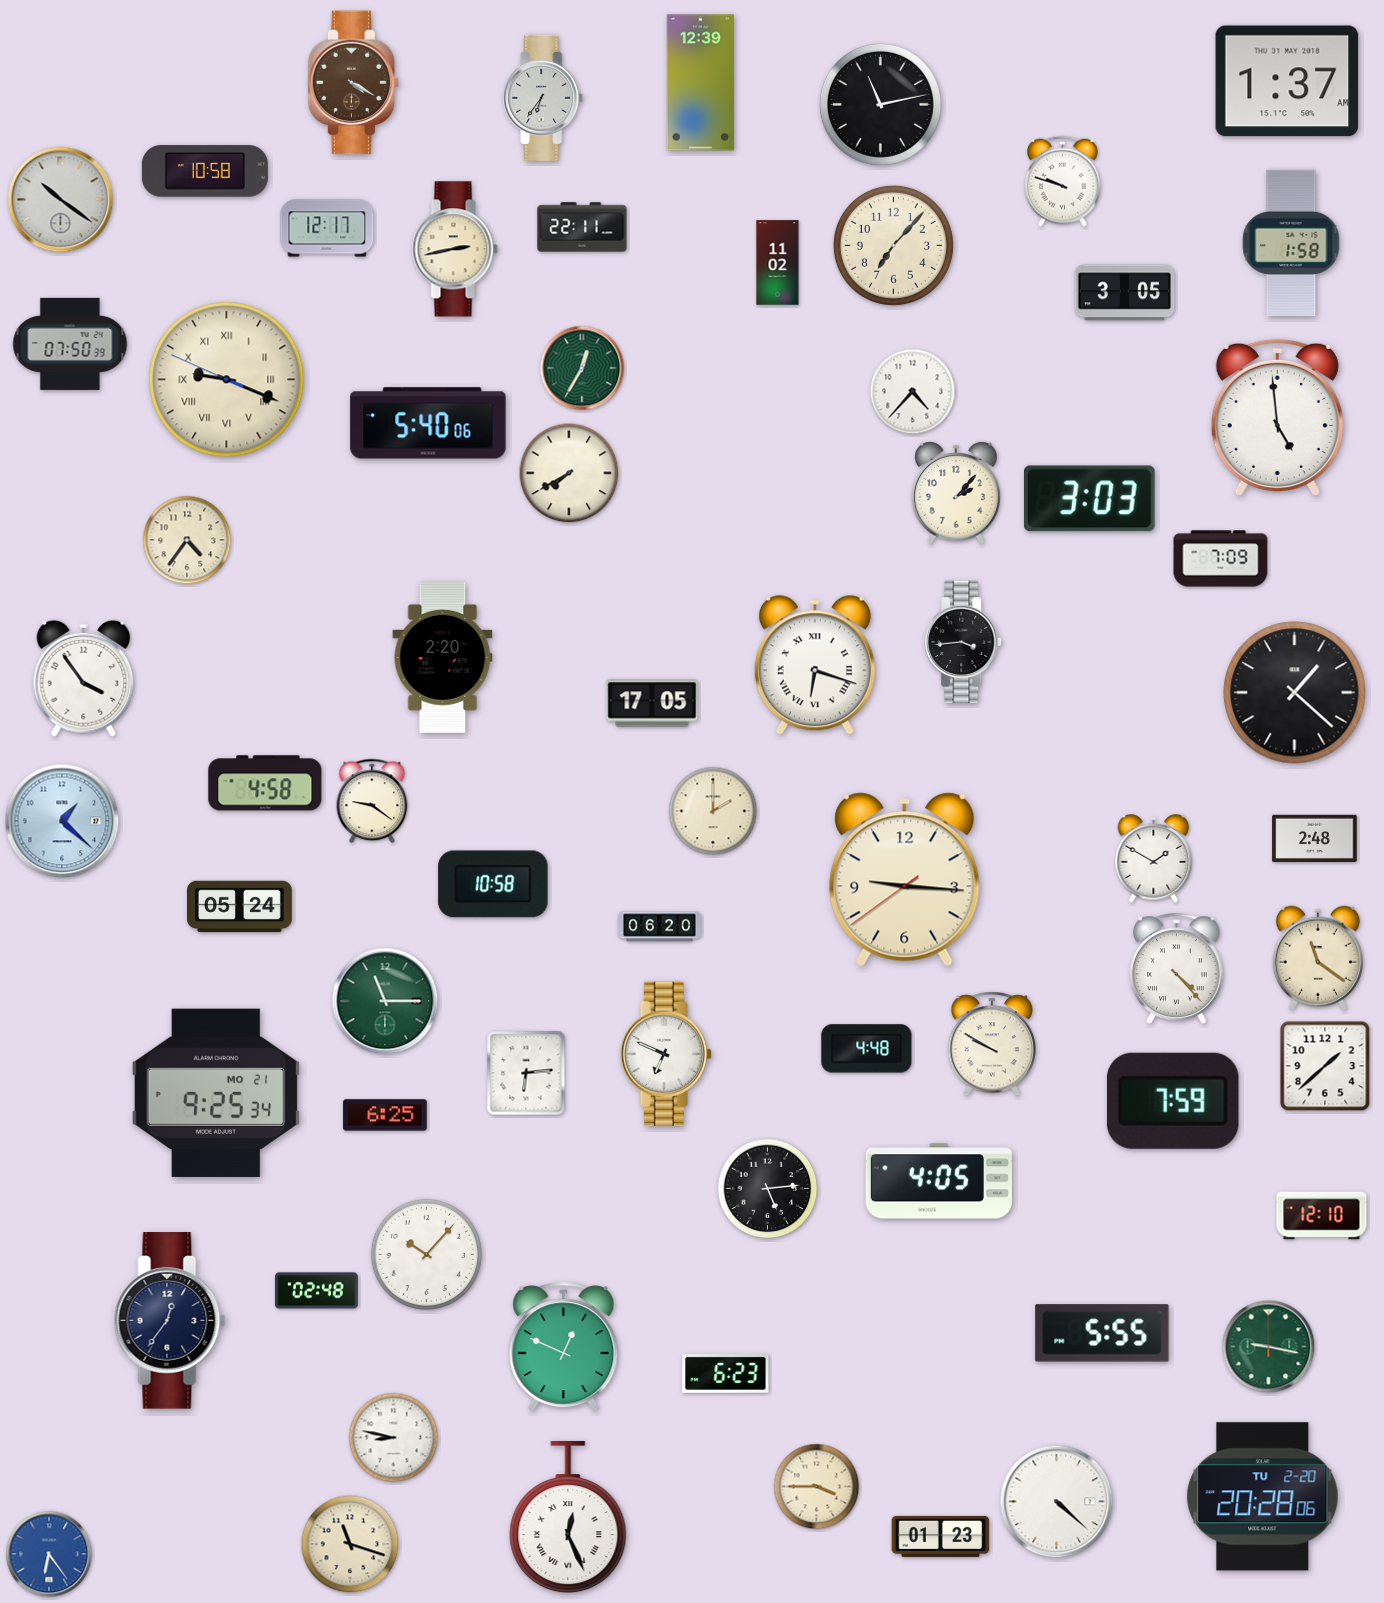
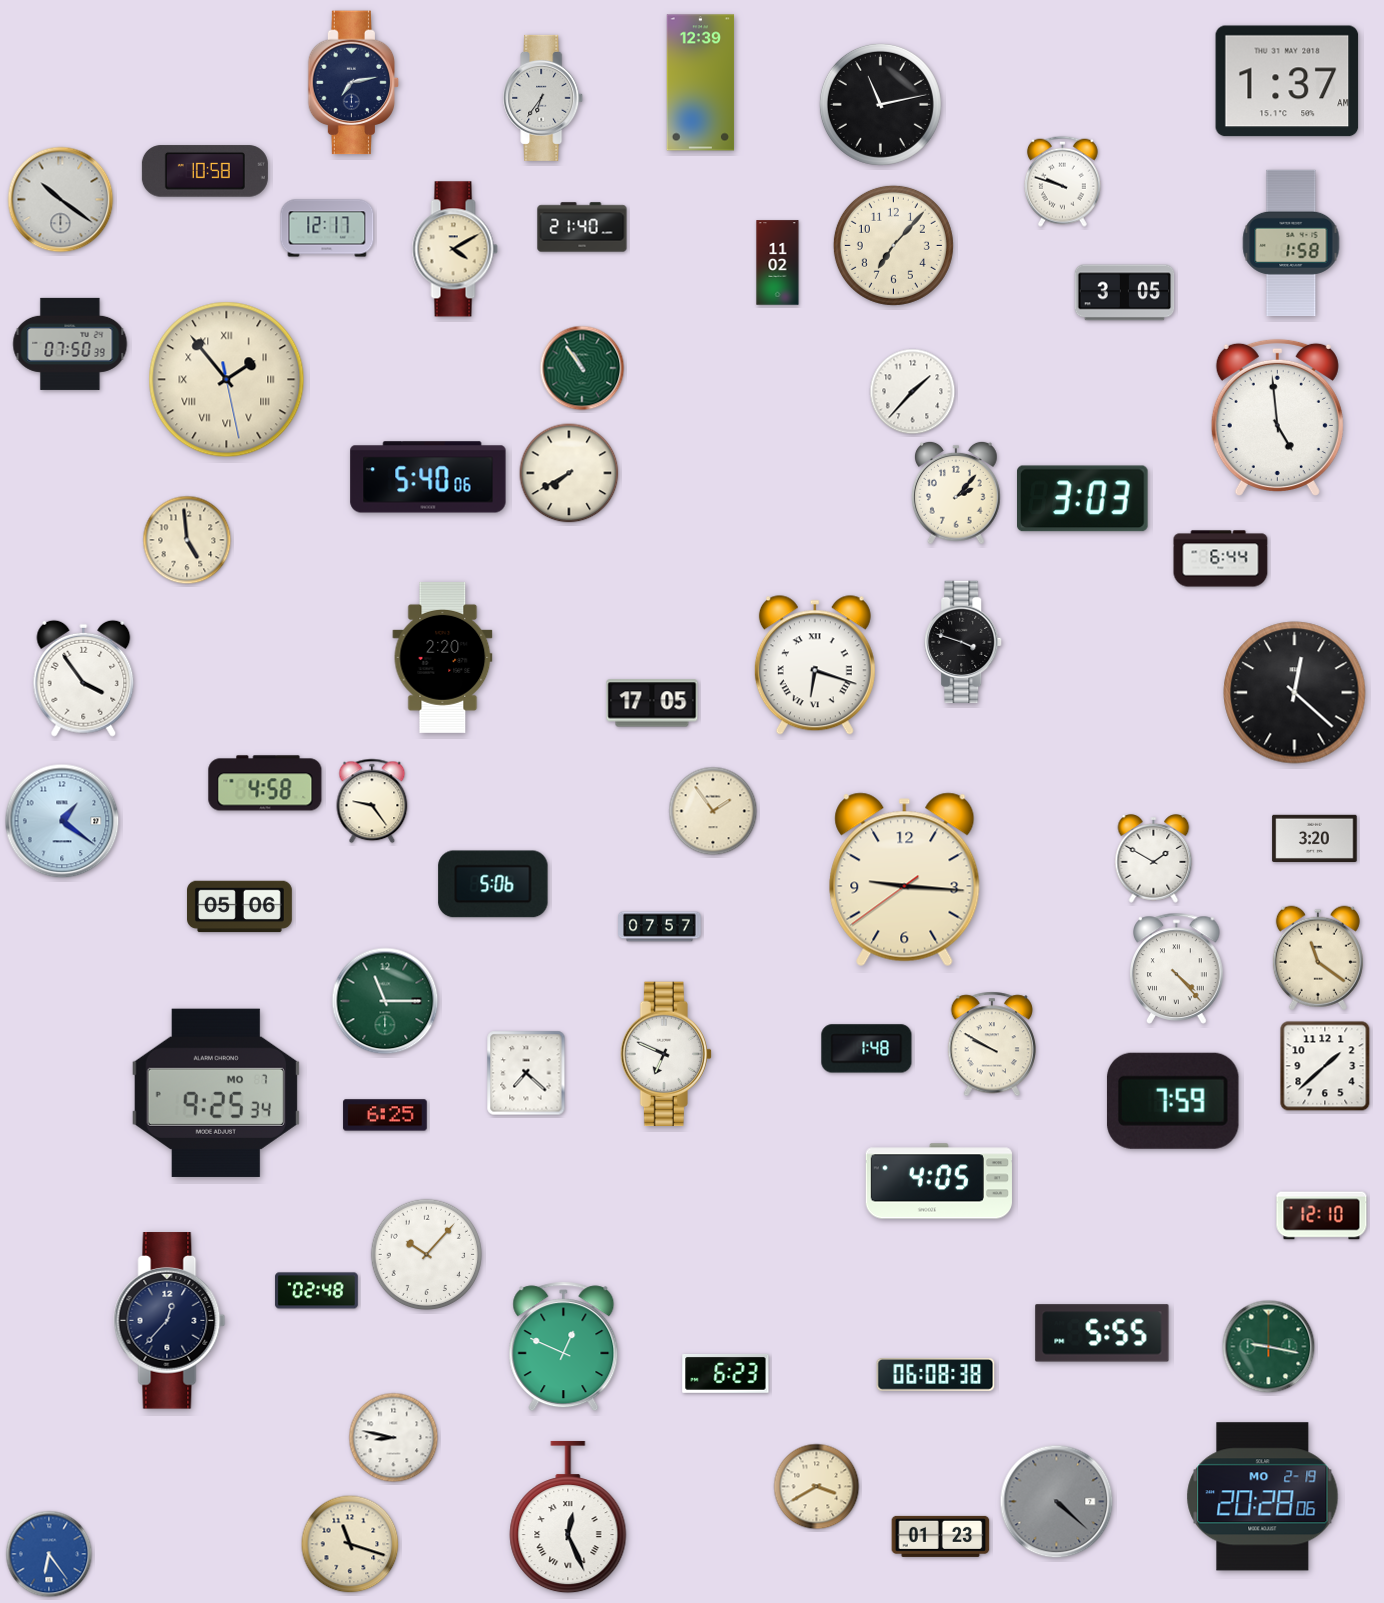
clock at (354, 83): 4:20 -> 7:13
clock at (354, 83) dial: brown -> navy
clock at (582, 227): 22:11 -> 21:40
clock at (455, 249): 2:43 -> 4:10
clock at (582, 368): 12:35 -> 10:54
clock at (227, 380): 9:18 -> 1:53
clock at (913, 392): 4:37 -> 1:37
clock at (428, 423) position: (428, 423) -> (428, 477)
clock at (1090, 499) position: (1090, 499) -> (1083, 499)
clock at (187, 540): 4:36 -> 4:59
clock at (1221, 559): 7:09 -> 6:44
clock at (964, 642): 3:44 -> 3:48
clock at (1295, 693): 1:22 -> 12:22
clock at (372, 801): 9:21 -> 9:24
clock at (713, 811): 2:00 -> 1:54
clock at (62, 821): 1:22 -> 1:21
clock at (1315, 838): 2:48 -> 3:20
clock at (493, 884): 10:58 -> 5:06
clock at (240, 907): 05:24 -> 05:06
clock at (660, 927): 06:20 -> 07:57
clock at (867, 1049): 4:48 -> 1:48
clock at (526, 1073): 6:14 -> 7:22
clock at (216, 1093) date: MO 21 -> MO 7
clock at (768, 1189): 5:14 -> none
clock at (170, 1321): 12:36 -> 12:37
clock at (936, 1375): none -> 06:08
clock at (817, 1487): 3:45 -> 3:40
clock at (1263, 1497) date: TU 2-20 -> MO 2-19
clock at (1057, 1502) dial: white -> grey
